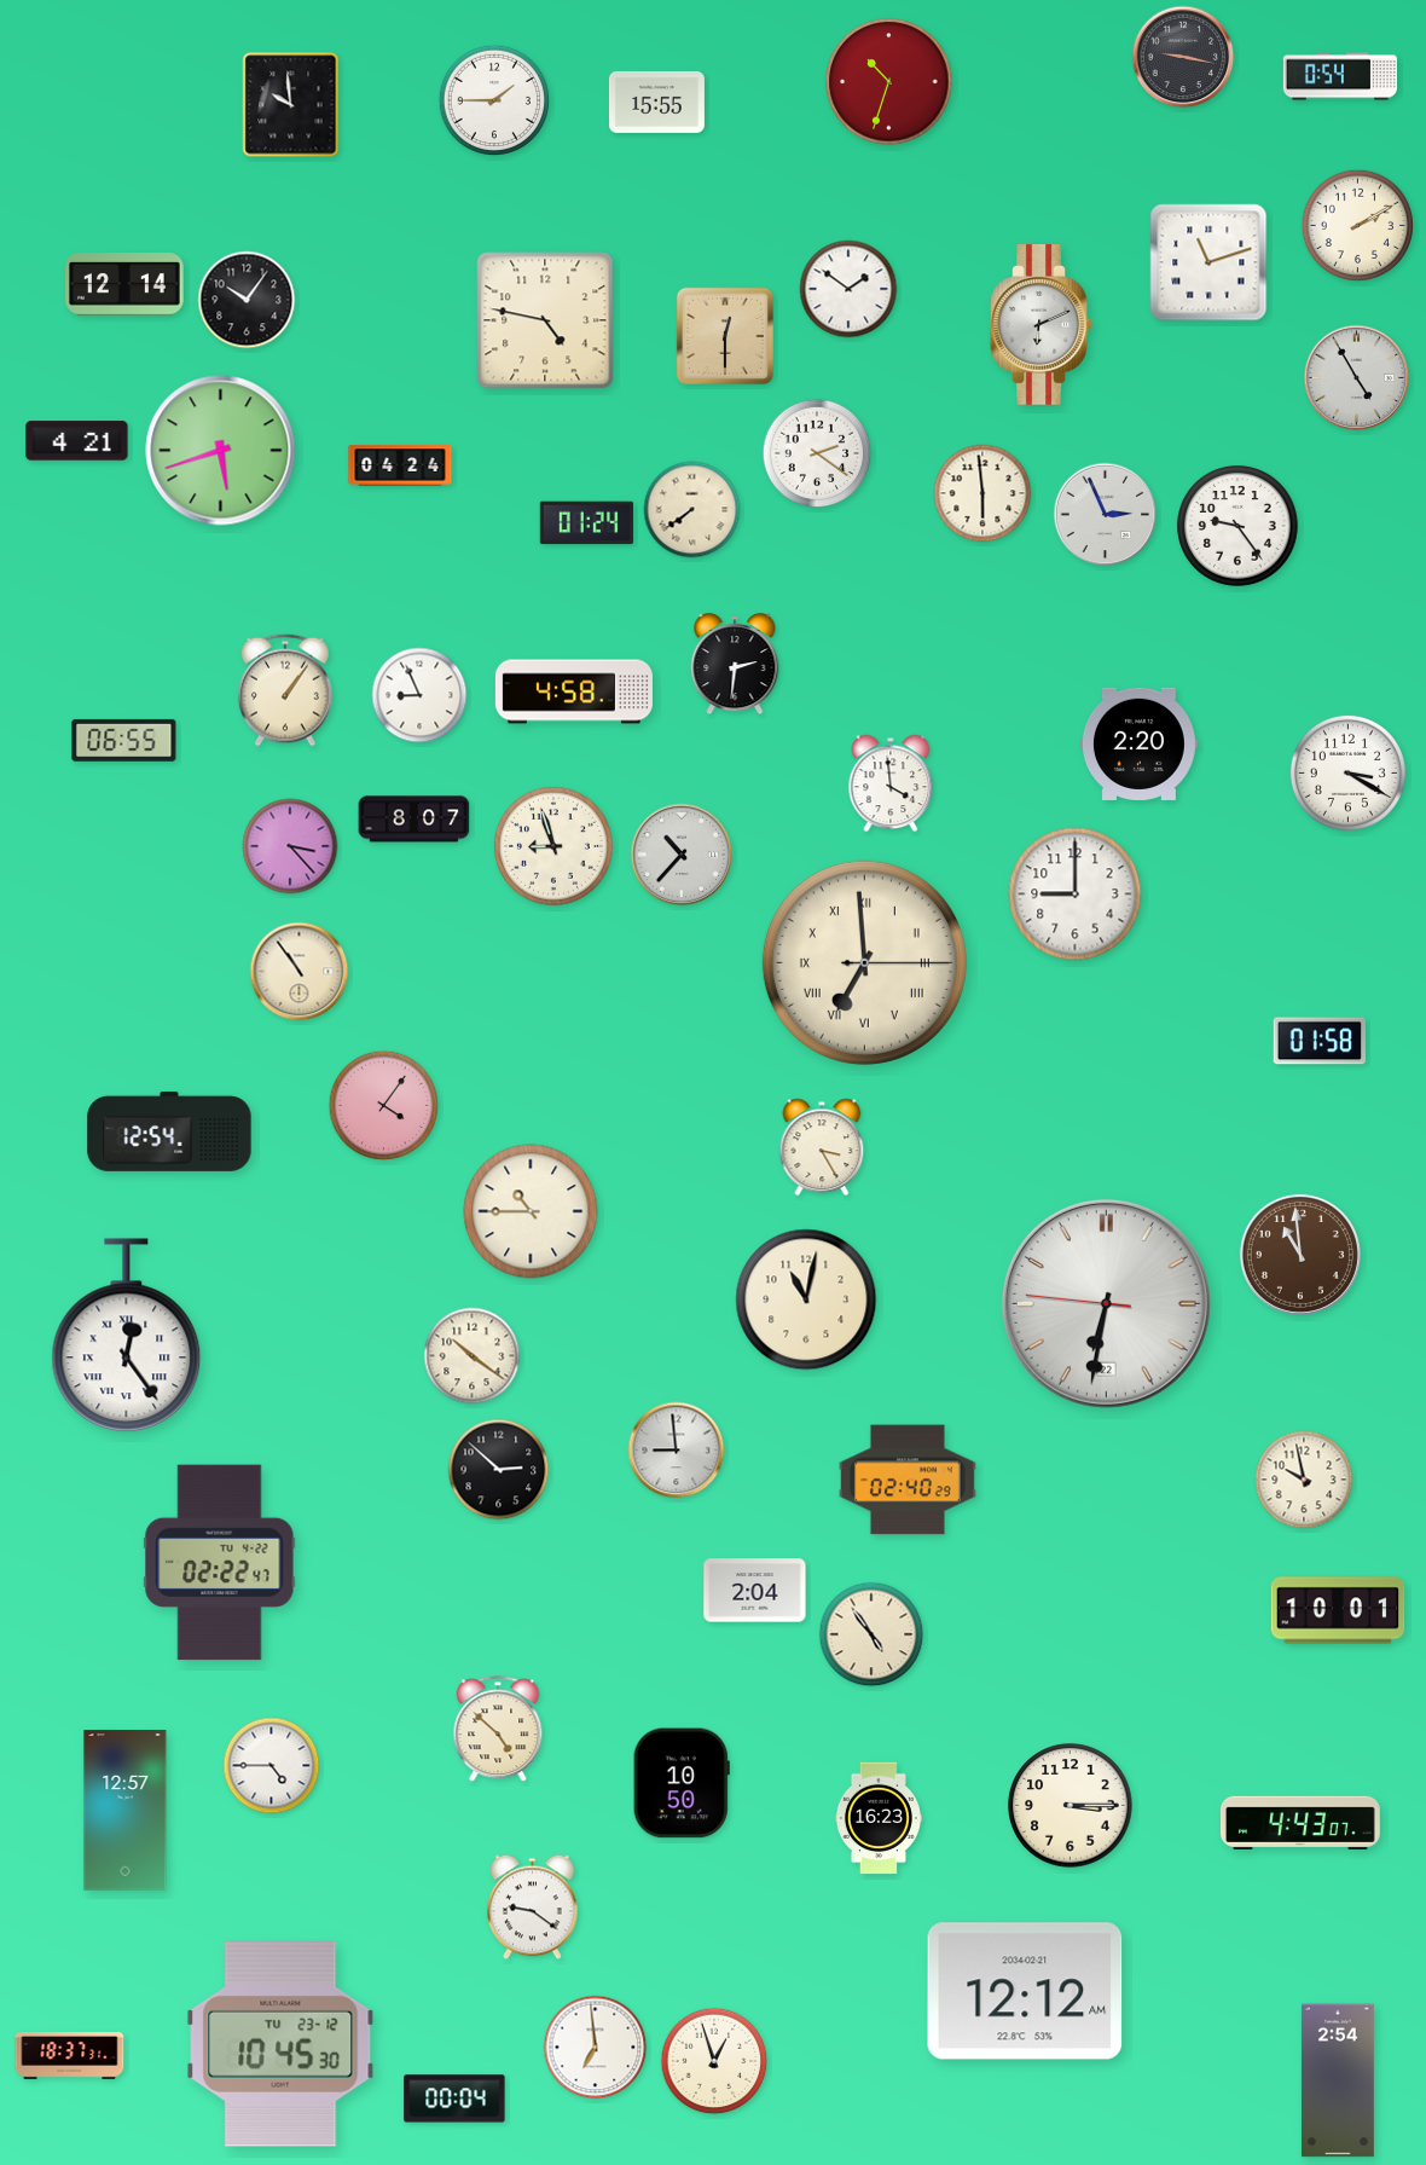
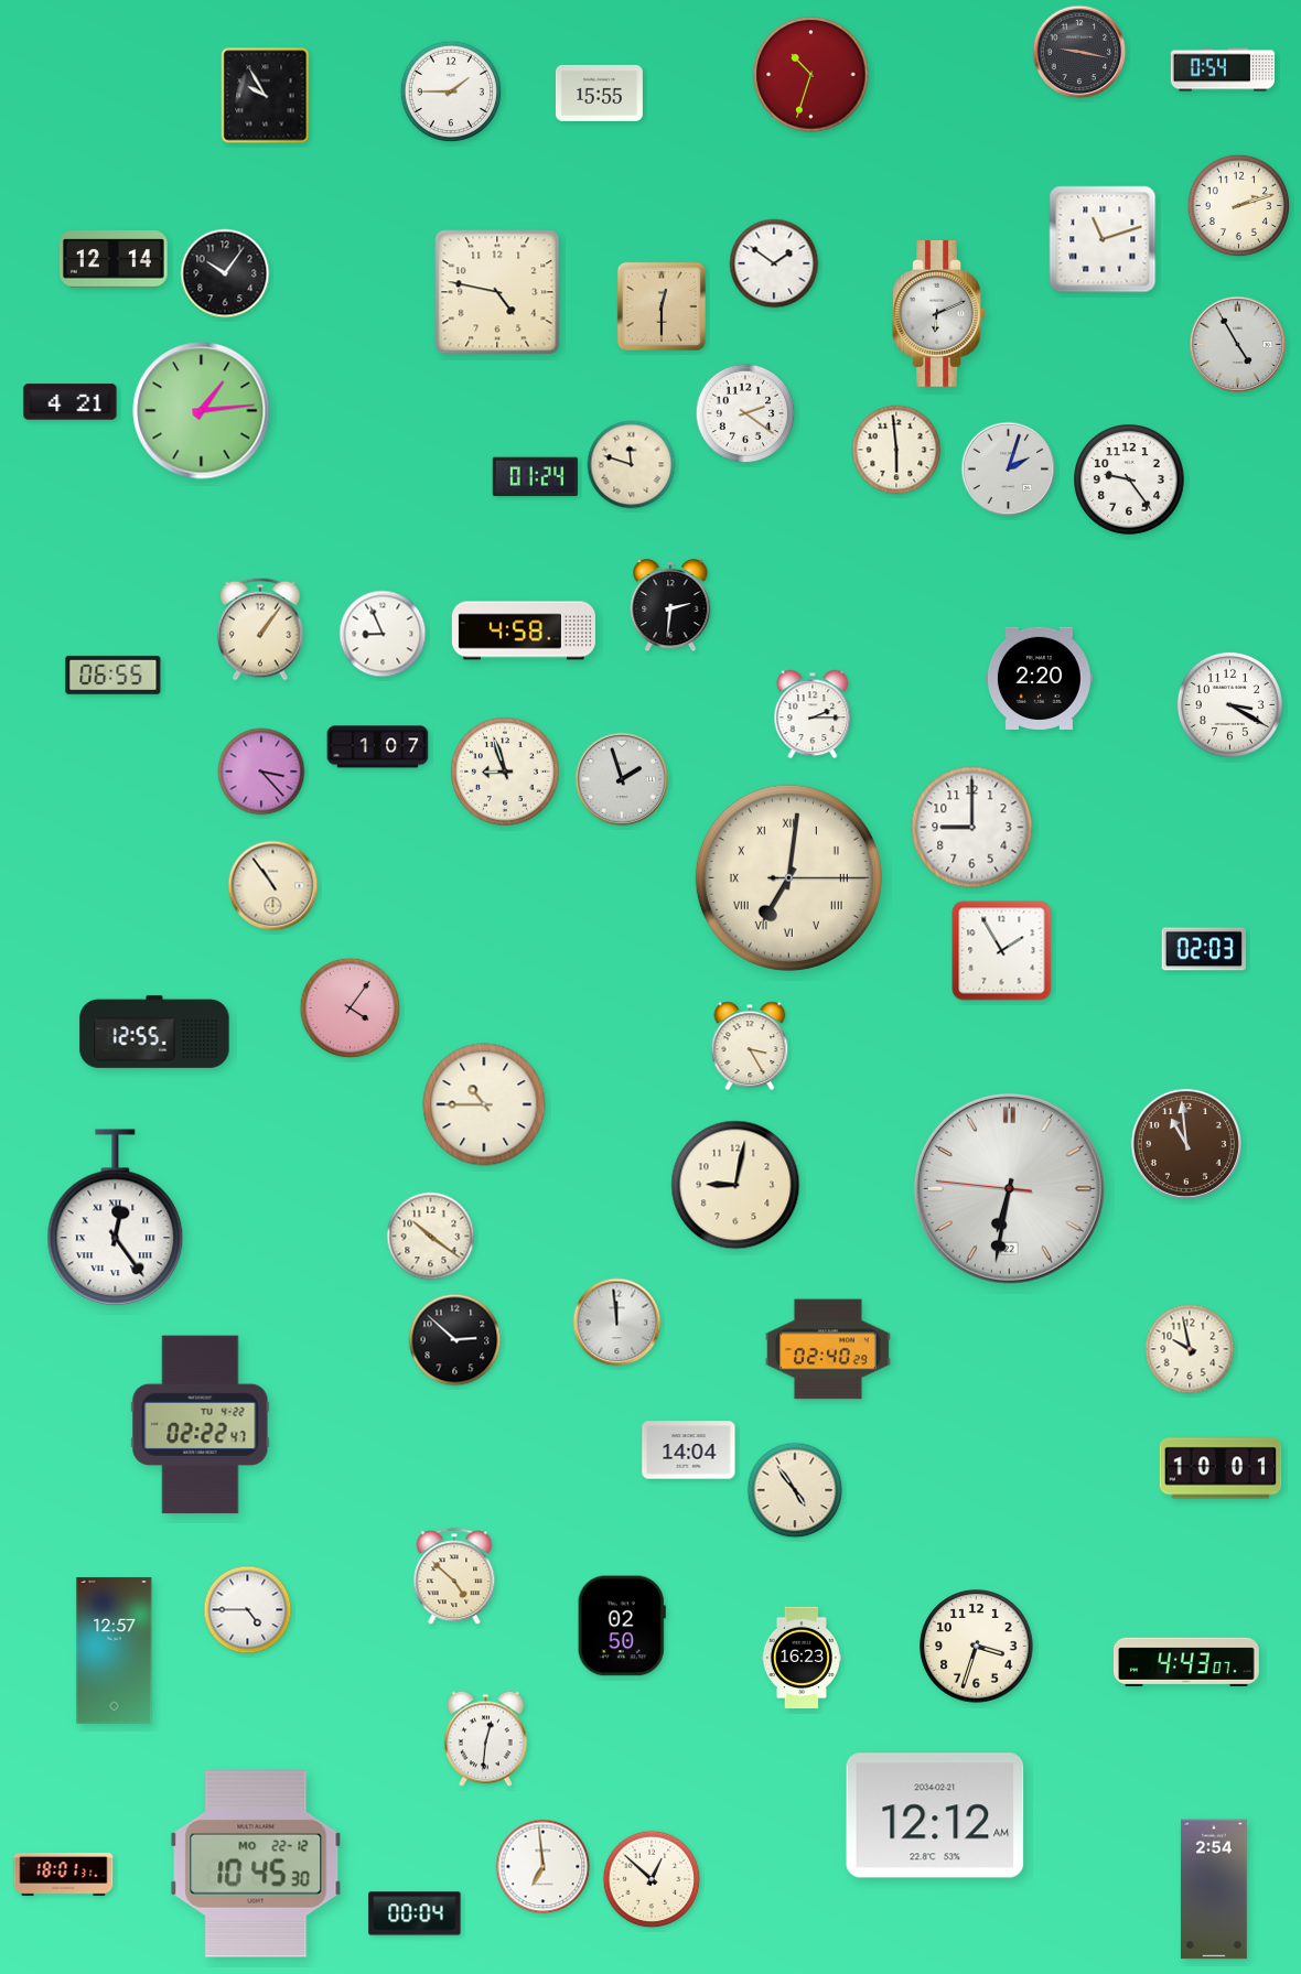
clock at (291, 105): 9:59 -> 9:55
clock at (1357, 225): 2:10 -> 2:12
clock at (1042, 325) position: (1042, 325) -> (939, 314)
clock at (221, 451): 5:42 -> 1:14
clock at (400, 465): 04:24 -> none
clock at (692, 510): 7:39 -> 11:48
clock at (1106, 515): 2:56 -> 2:03
clock at (891, 783): 3:59 -> 2:15
clock at (415, 820): 8:07 -> 1:07
clock at (290, 846) position: (290, 846) -> (261, 772)
clock at (682, 855): 10:37 -> 1:57
clock at (1076, 895) position: (1076, 895) -> (972, 828)
clock at (864, 962): 6:59 -> 7:01
clock at (1320, 1041): 01:58 -> 02:03
clock at (1002, 951): none -> 1:55
clock at (169, 1131): 12:54 -> 12:55
clock at (806, 1299): 11:02 -> 9:02
clock at (677, 1451): 8:59 -> 11:59
clock at (755, 1591): 2:04 -> 14:04
clock at (682, 1783): 10:50 -> 02:50
clock at (1071, 1806): 3:15 -> 3:33
clock at (532, 1908): 9:21 -> 12:31
clock at (280, 2044) date: TU 23-12 -> MO 22-12
clock at (70, 2055): 18:37 -> 18:01
clock at (714, 2061): 12:57 -> 12:52
clock at (1338, 2080) position: (1338, 2080) -> (1214, 1889)
